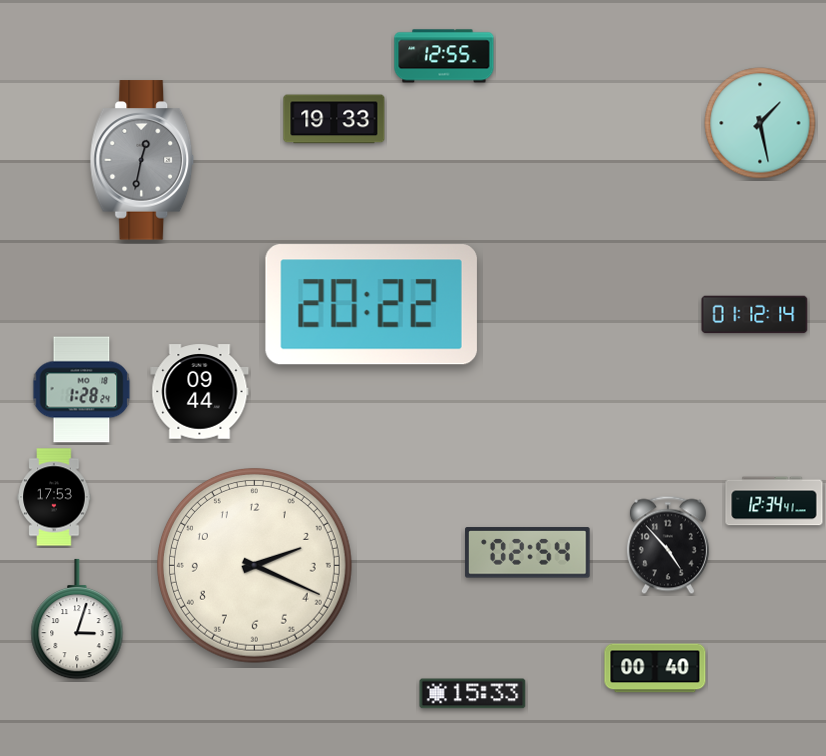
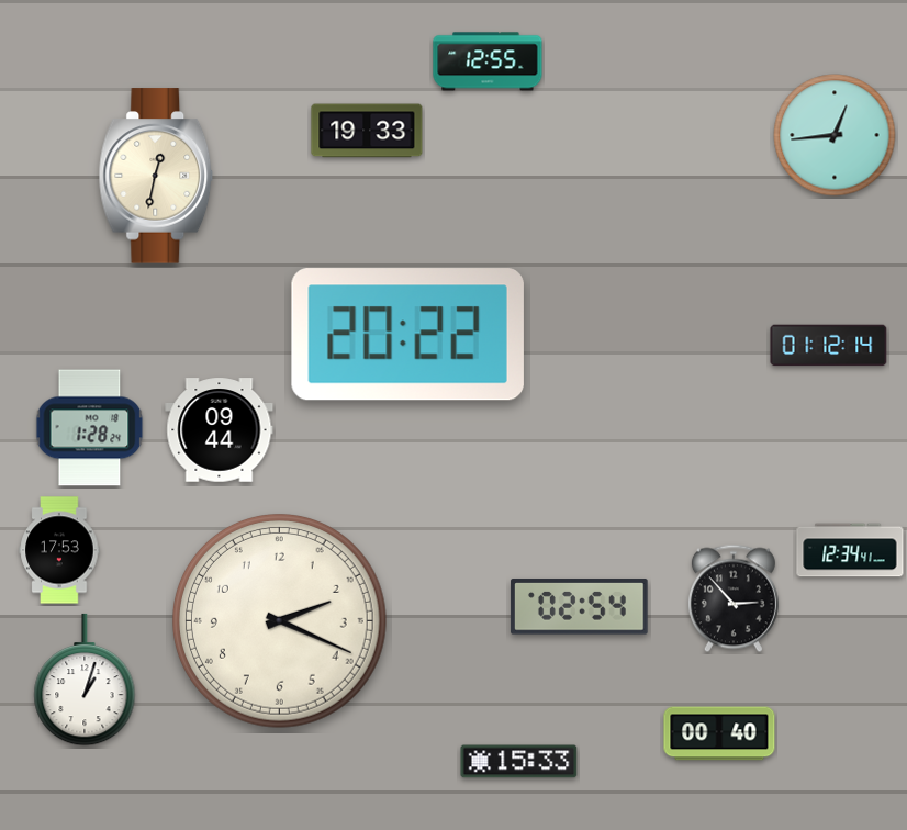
clock at (760, 123): 1:28 -> 12:44
clock at (142, 160) dial: grey -> cream
clock at (54, 497) position: (54, 497) -> (59, 550)
clock at (668, 545): 4:53 -> 2:53
clock at (77, 619): 3:03 -> 1:03
